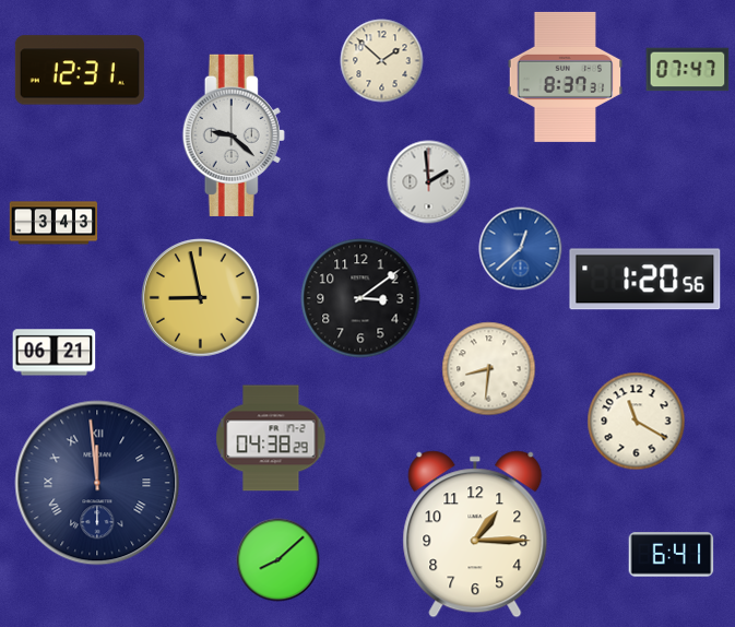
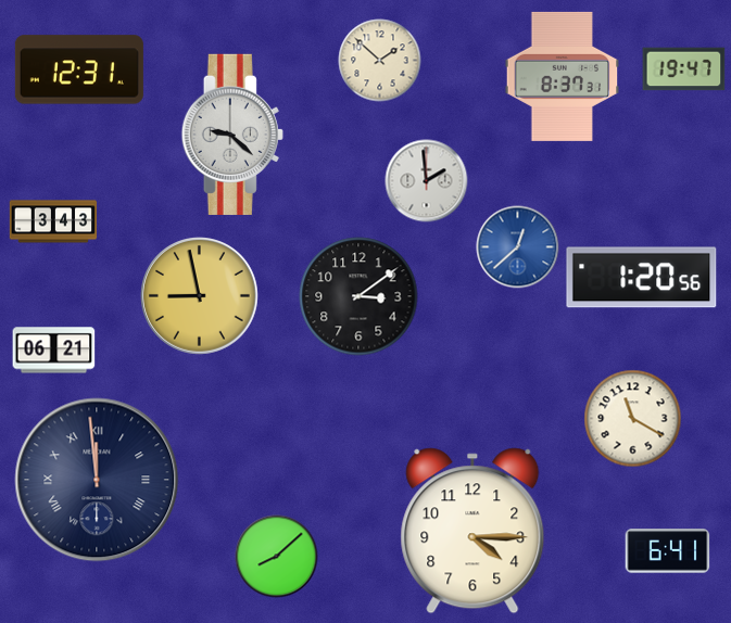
clock at (688, 70): 07:47 -> 19:47
clock at (489, 369): 8:31 -> none
clock at (271, 438): 04:38 -> none
clock at (475, 534): 1:15 -> 4:15
